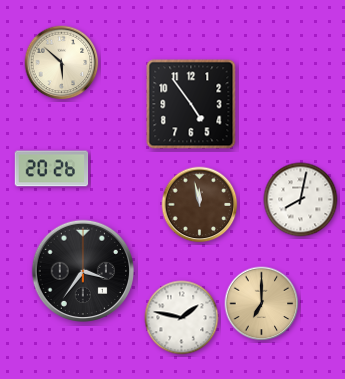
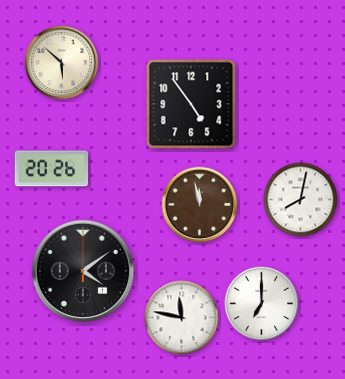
clock at (82, 270): 3:36 -> 4:09
clock at (262, 304) dial: champagne -> white
clock at (182, 318): 1:47 -> 11:47
